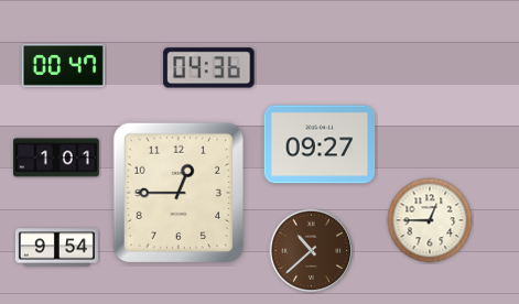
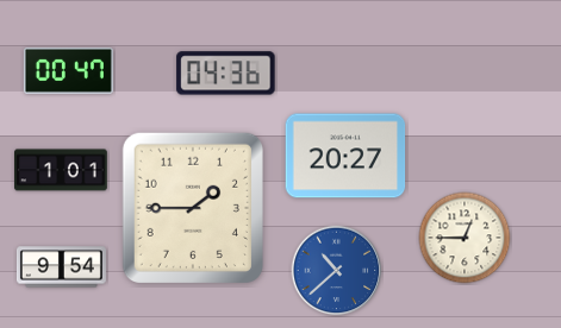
clock at (320, 144): 09:27 -> 20:27
clock at (179, 193): 12:45 -> 1:45
clock at (312, 251) dial: brown -> blue
